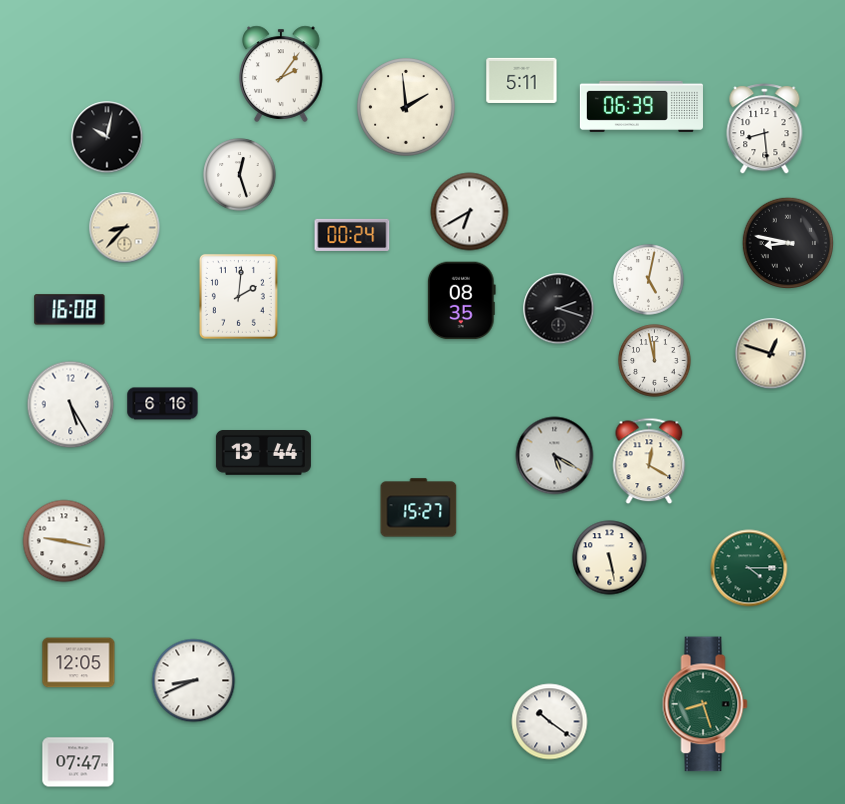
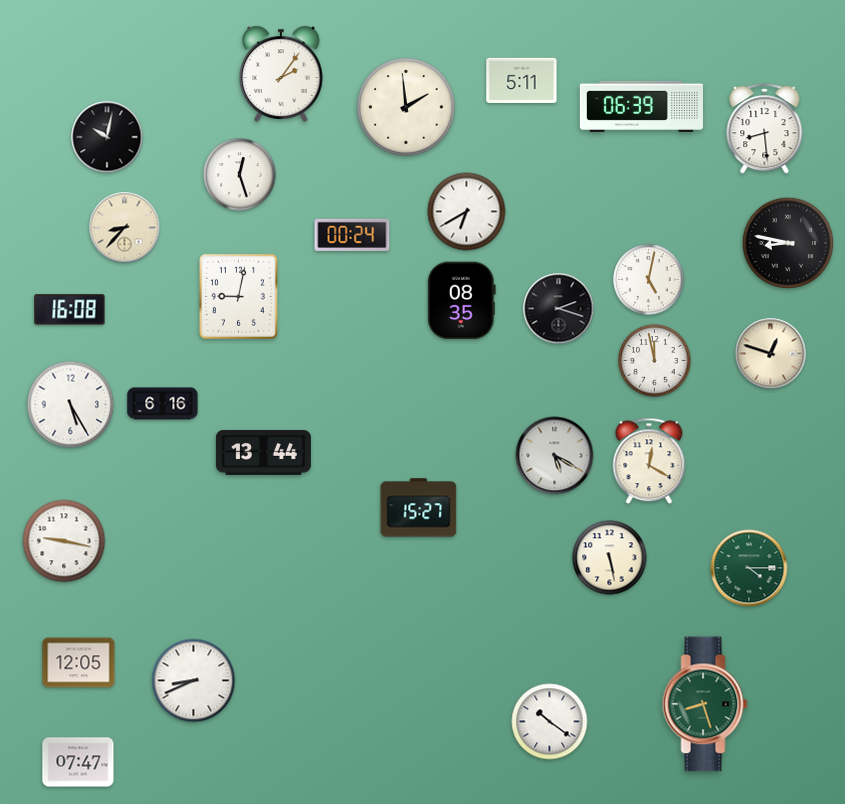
clock at (470, 212) position: (470, 212) -> (467, 212)
clock at (238, 296): 2:01 -> 9:02
